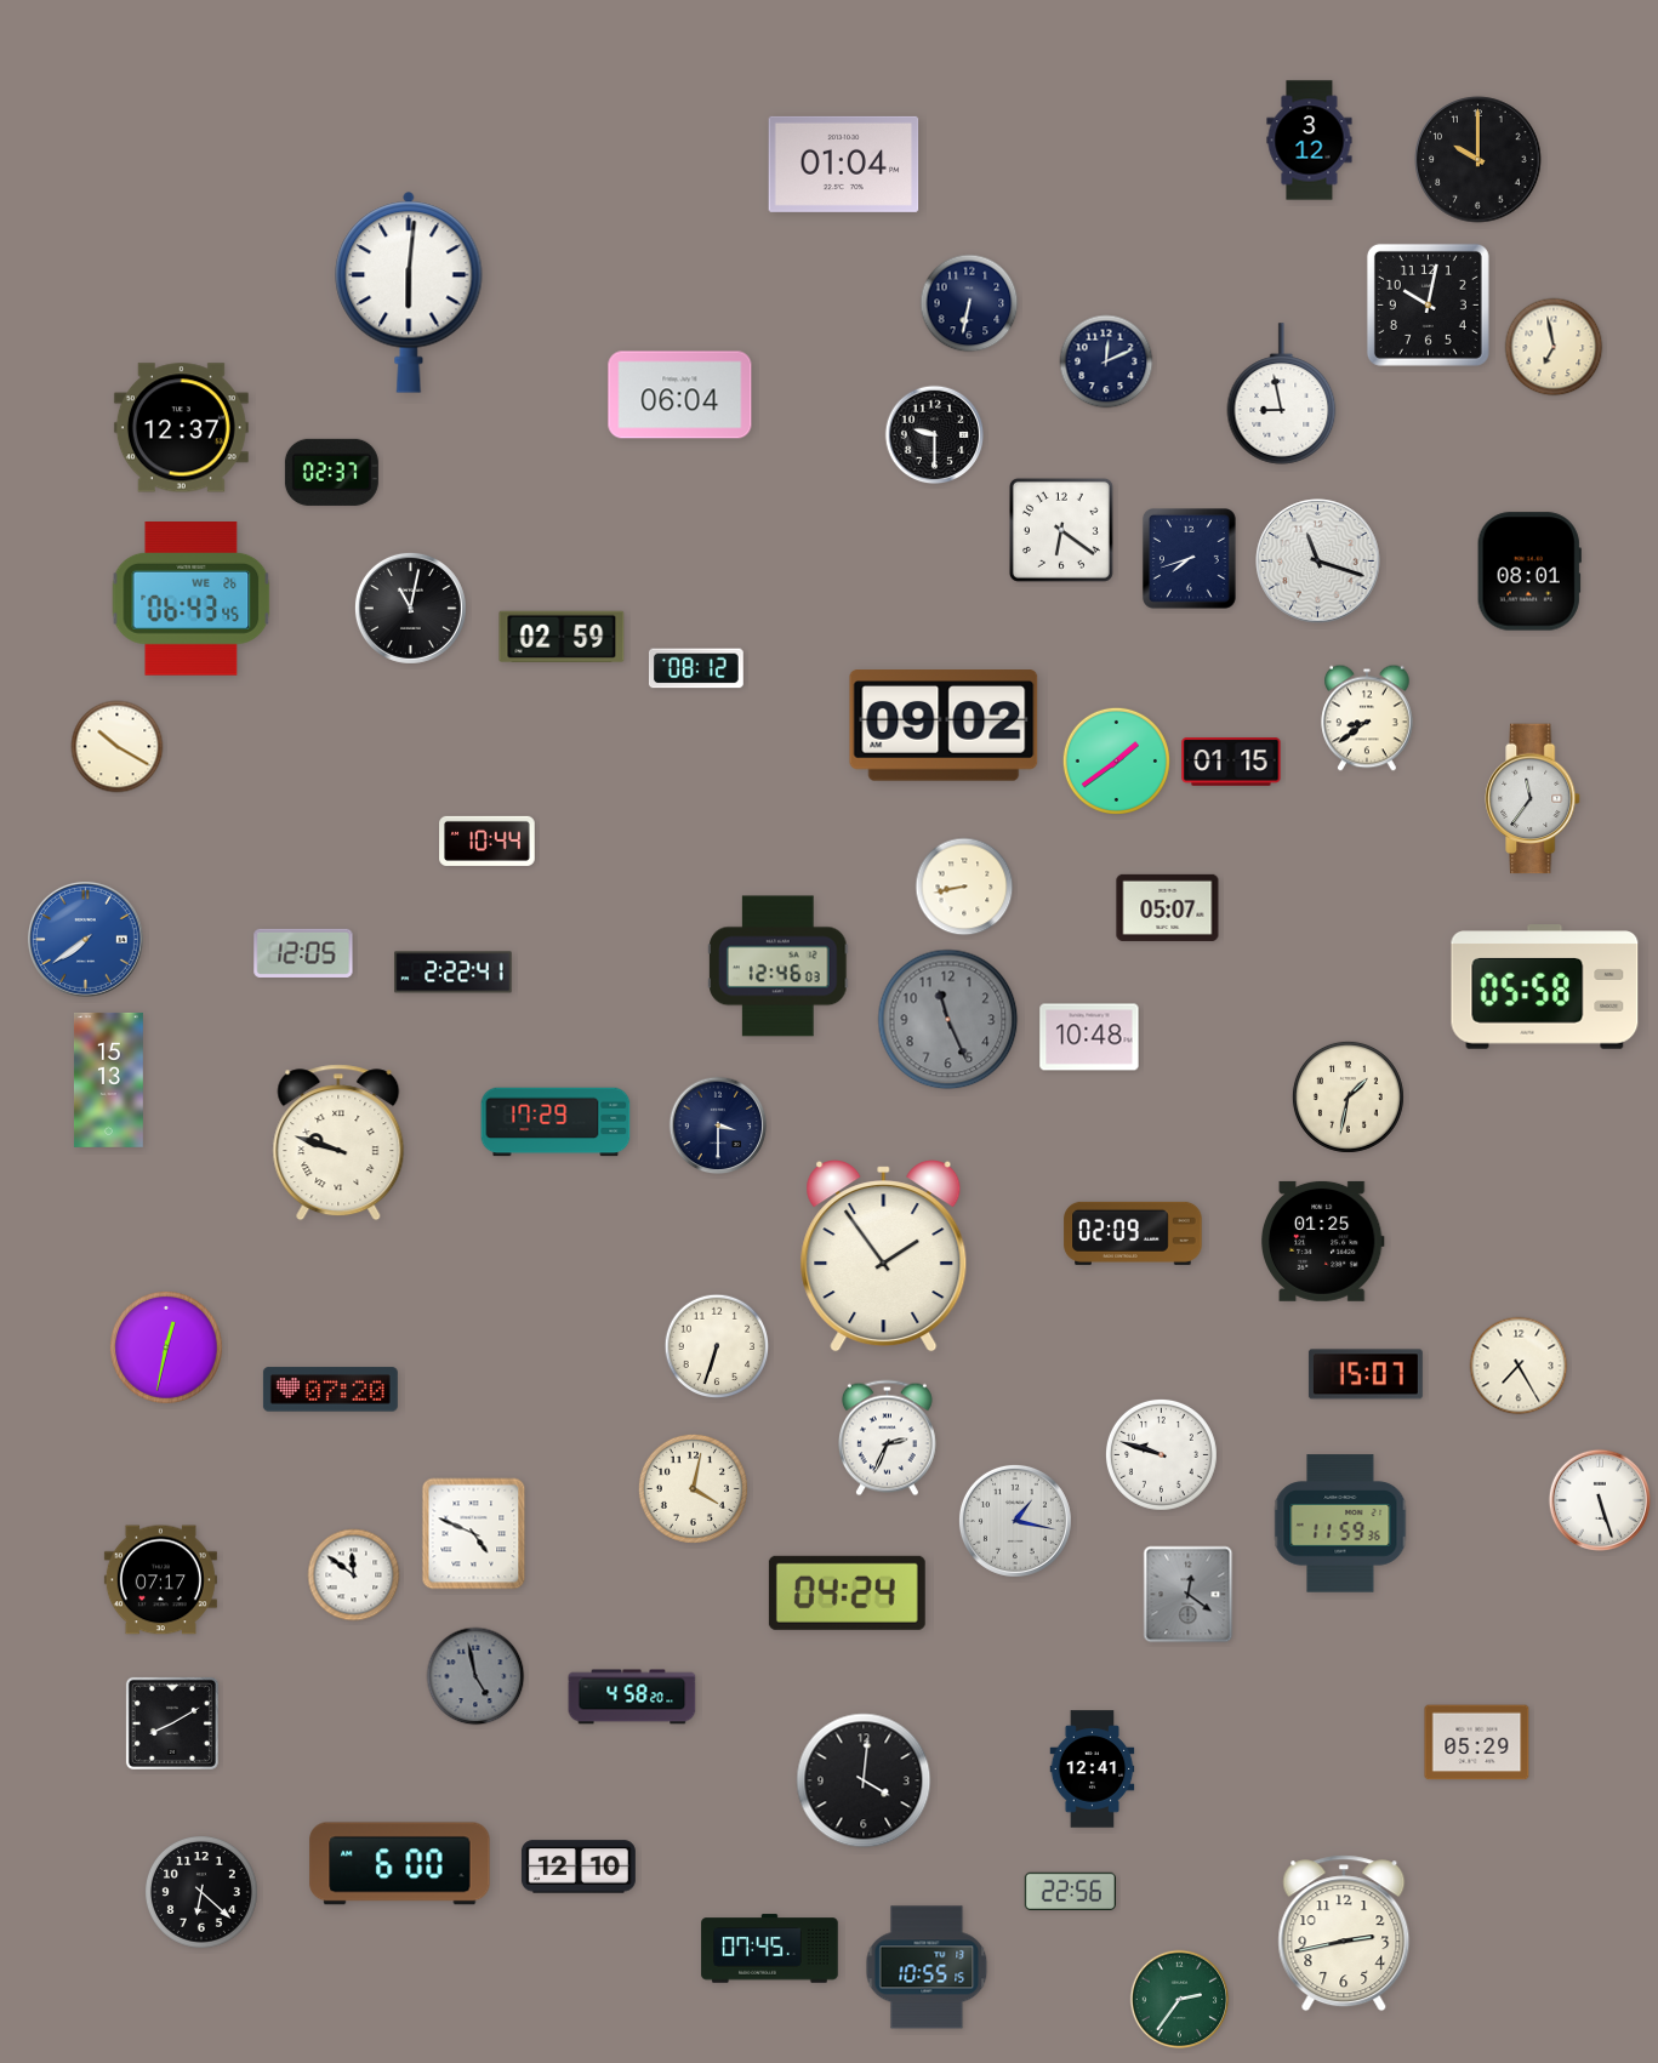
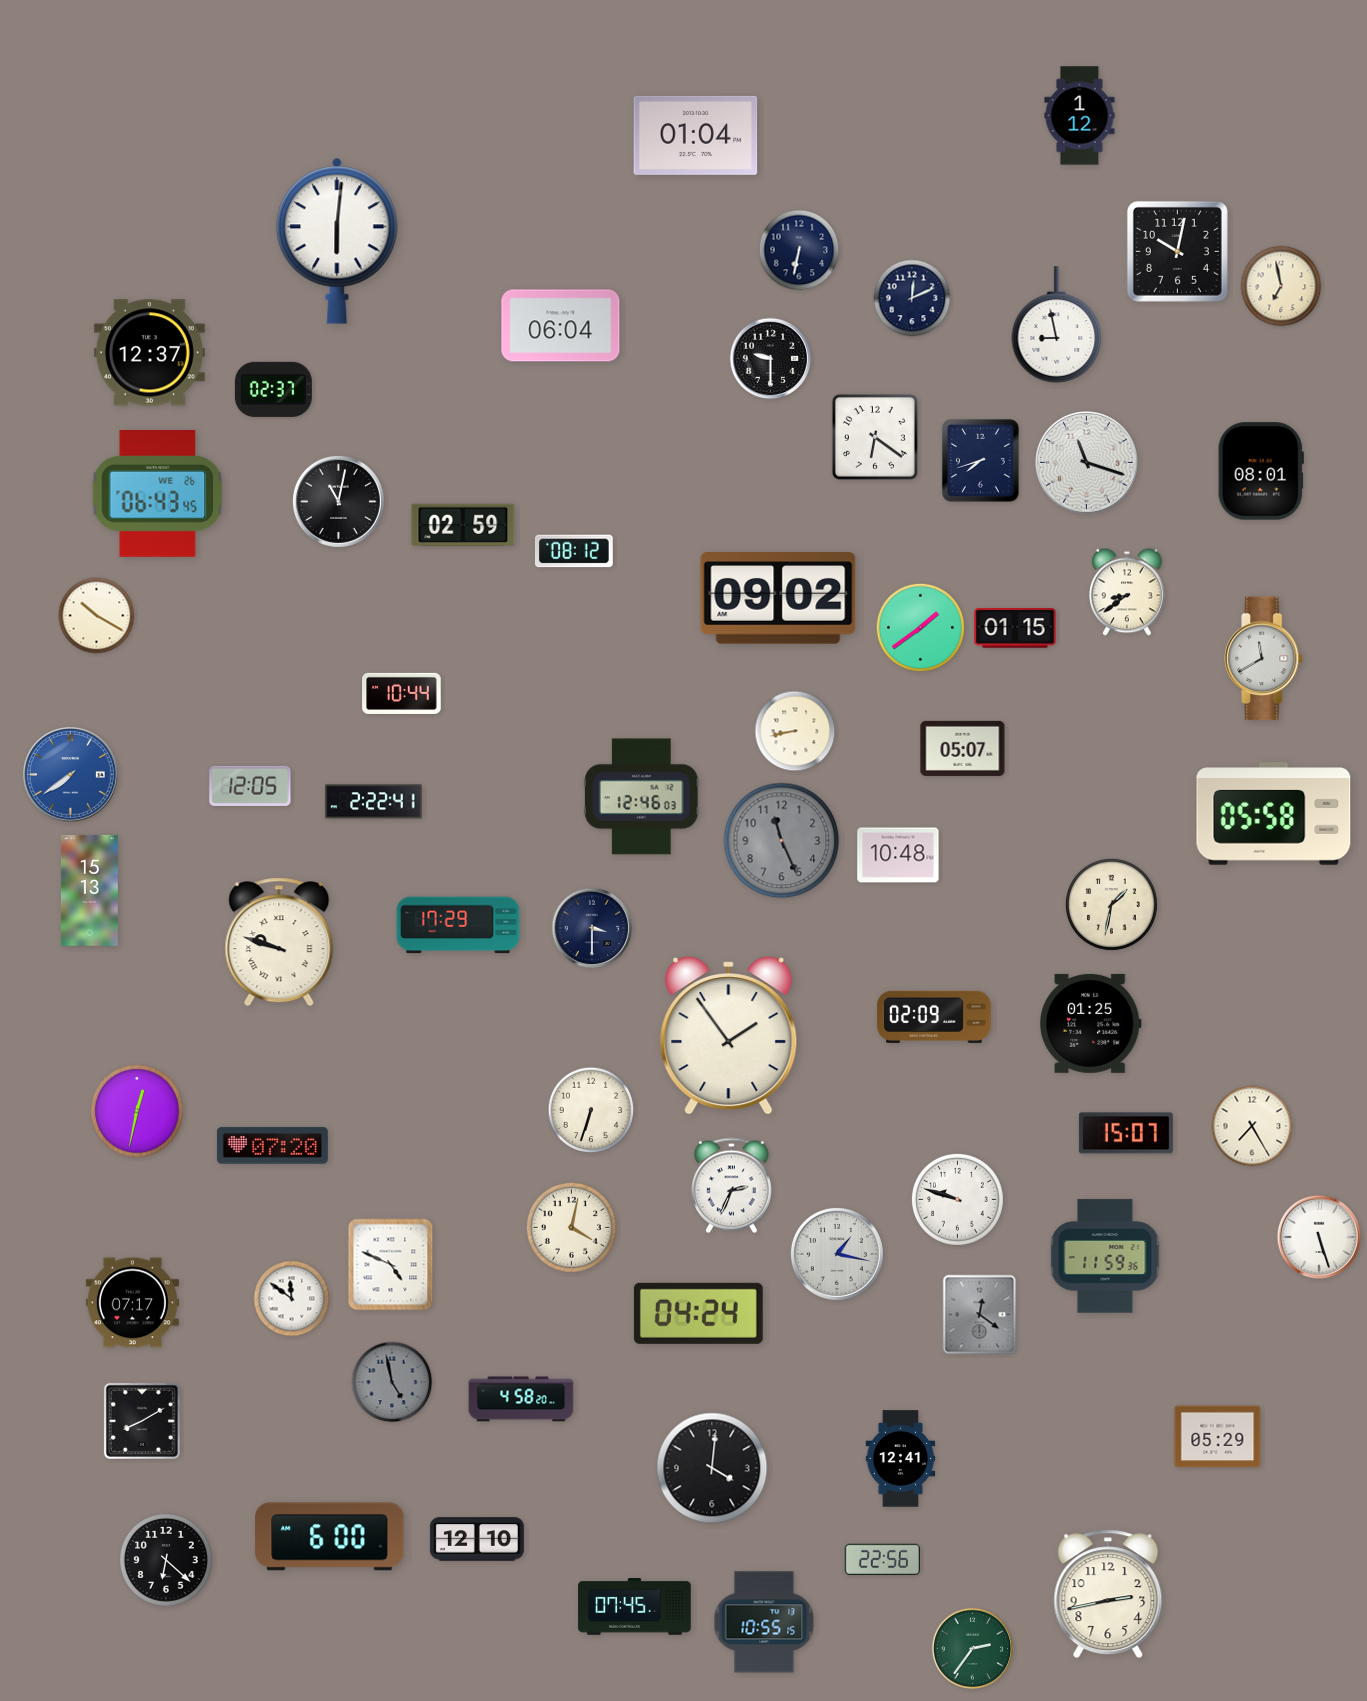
clock at (1310, 141): 3:12 -> 1:12
clock at (1478, 160): 10:00 -> none
clock at (1533, 799): 11:36 -> 11:40
